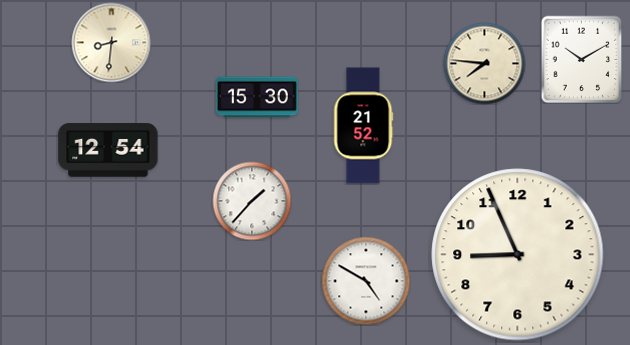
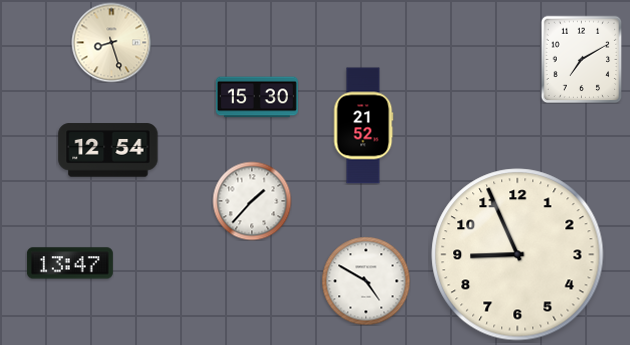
clock at (111, 42): 8:31 -> 8:27
clock at (582, 59): 10:10 -> 7:10
clock at (484, 63): 7:46 -> none
clock at (70, 263): none -> 13:47
